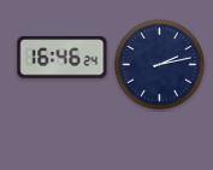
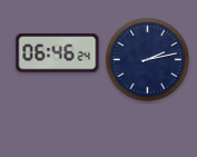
clock at (63, 58): 16:46 -> 06:46
